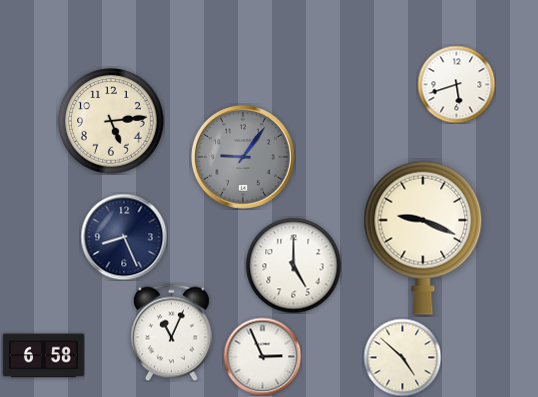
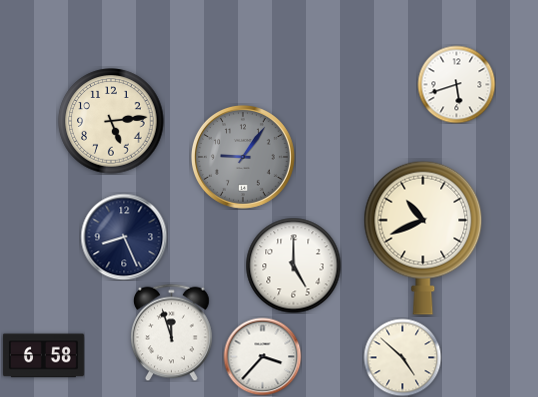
clock at (423, 238): 9:19 -> 10:41
clock at (171, 332): 11:04 -> 11:57
clock at (262, 356): 2:56 -> 3:37
